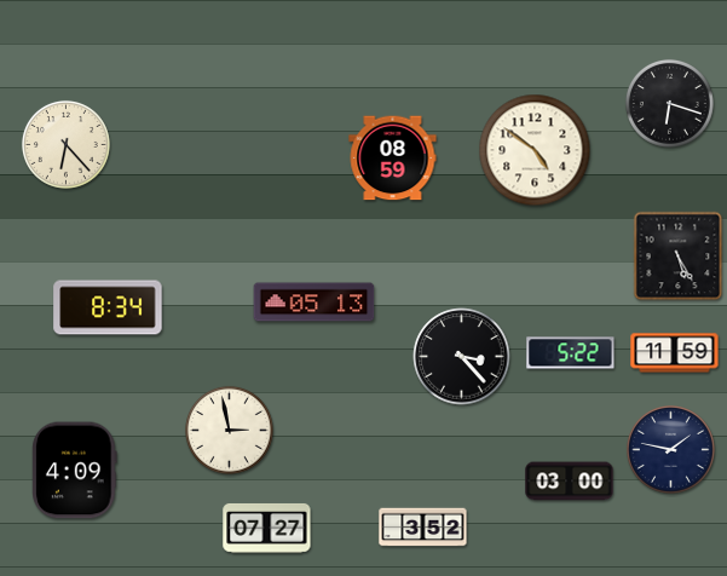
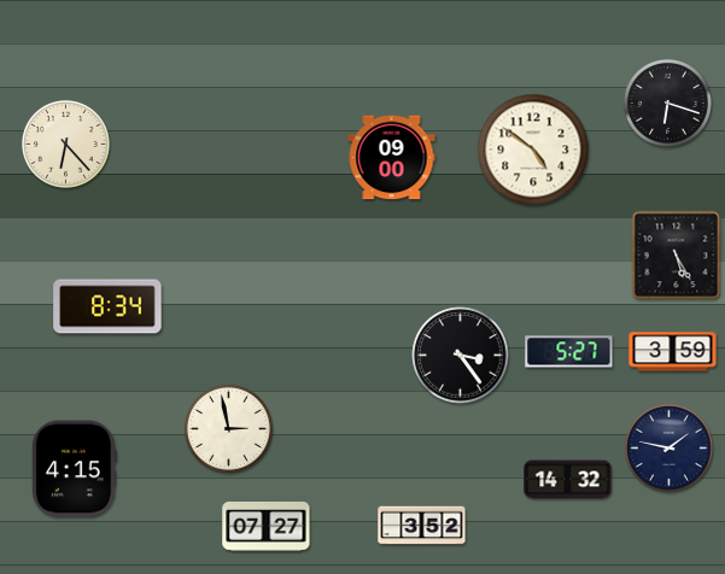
clock at (393, 159): 08:59 -> 09:00
clock at (315, 303): 05:13 -> none
clock at (571, 353): 5:22 -> 5:27
clock at (675, 353): 11:59 -> 3:59
clock at (462, 357): 3:23 -> 3:24
clock at (75, 471): 4:09 -> 4:15
clock at (570, 482): 03:00 -> 14:32
